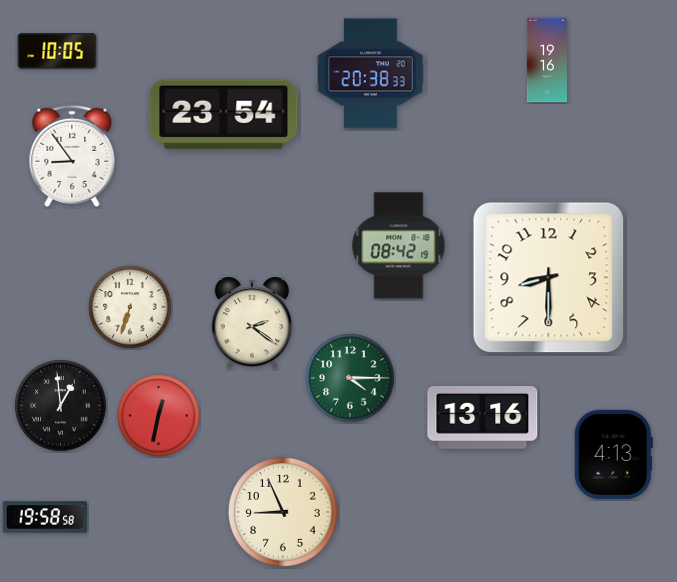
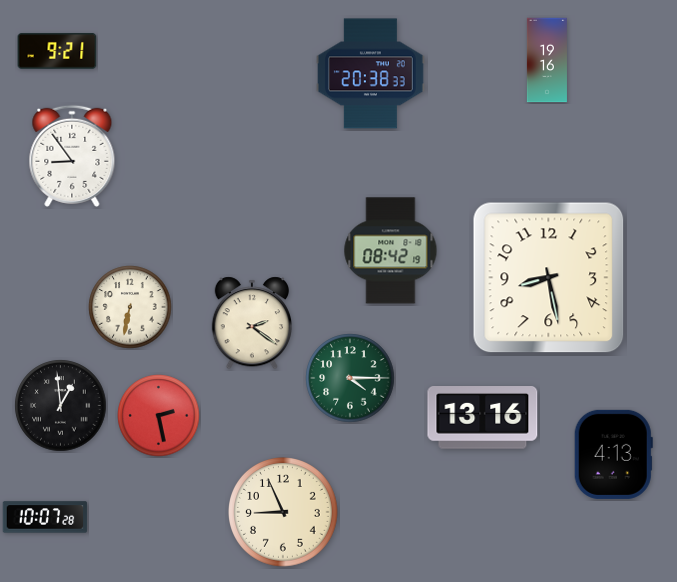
clock at (57, 51): 10:05 -> 9:21
clock at (224, 115): 23:54 -> none
clock at (399, 246) position: (399, 246) -> (391, 251)
clock at (549, 278): 8:30 -> 8:28
clock at (130, 307): 6:33 -> 6:32
clock at (159, 416): 12:32 -> 2:28
clock at (45, 517): 19:58 -> 10:07
